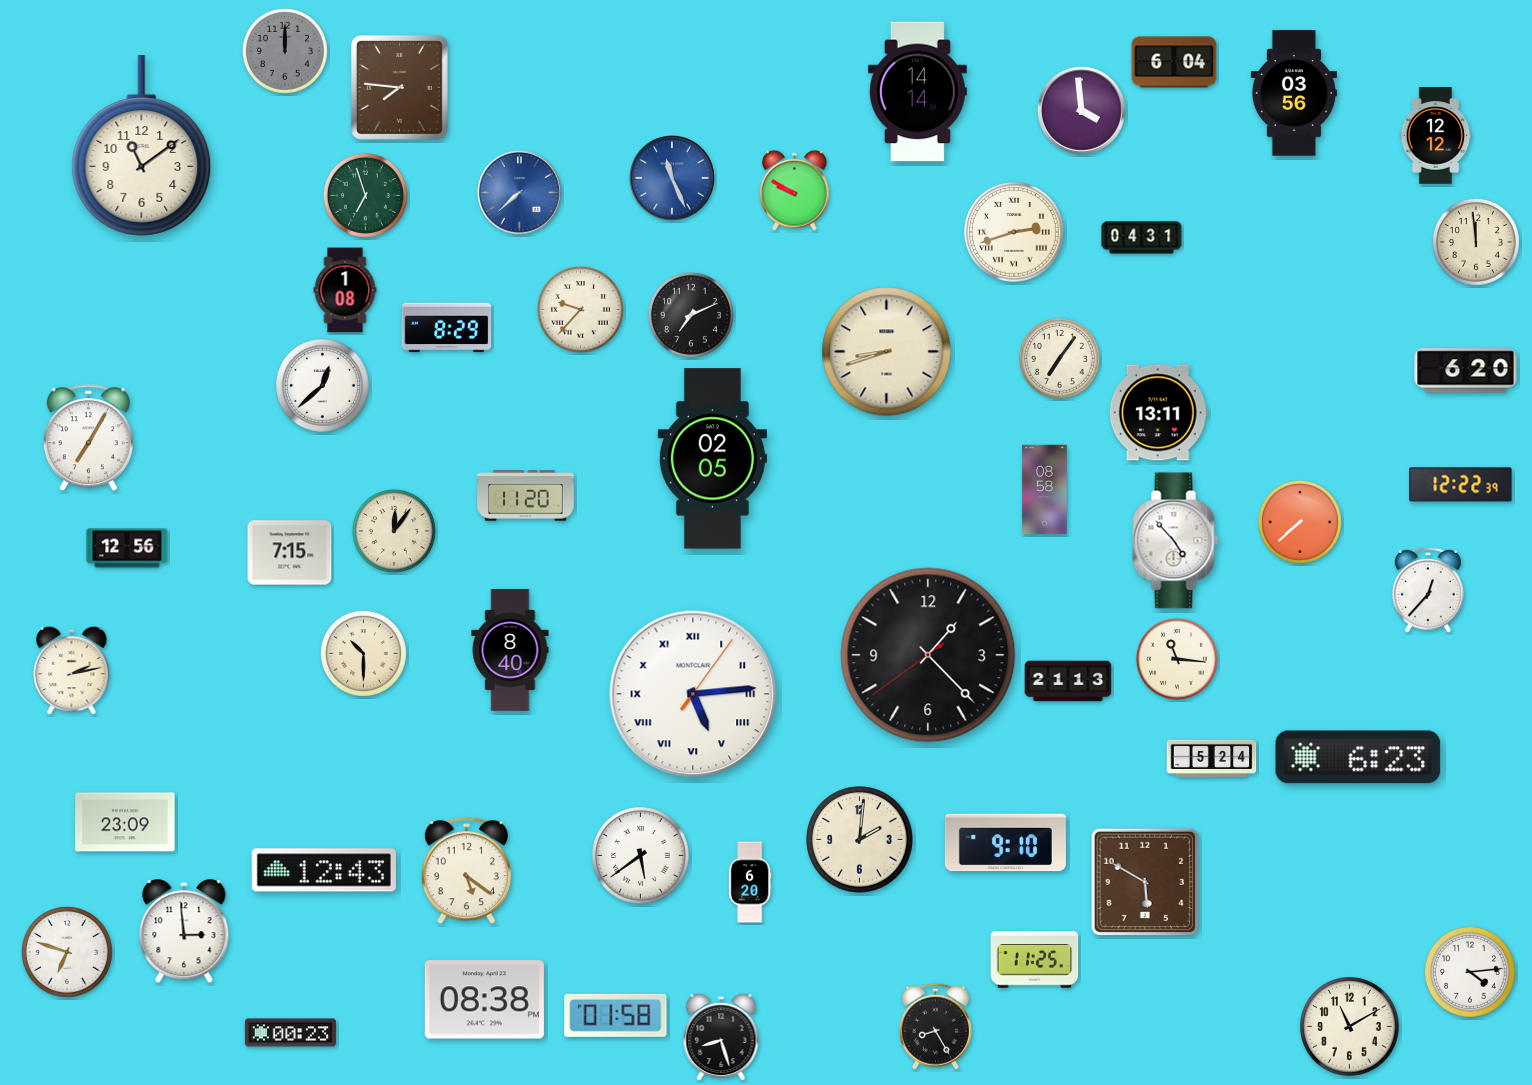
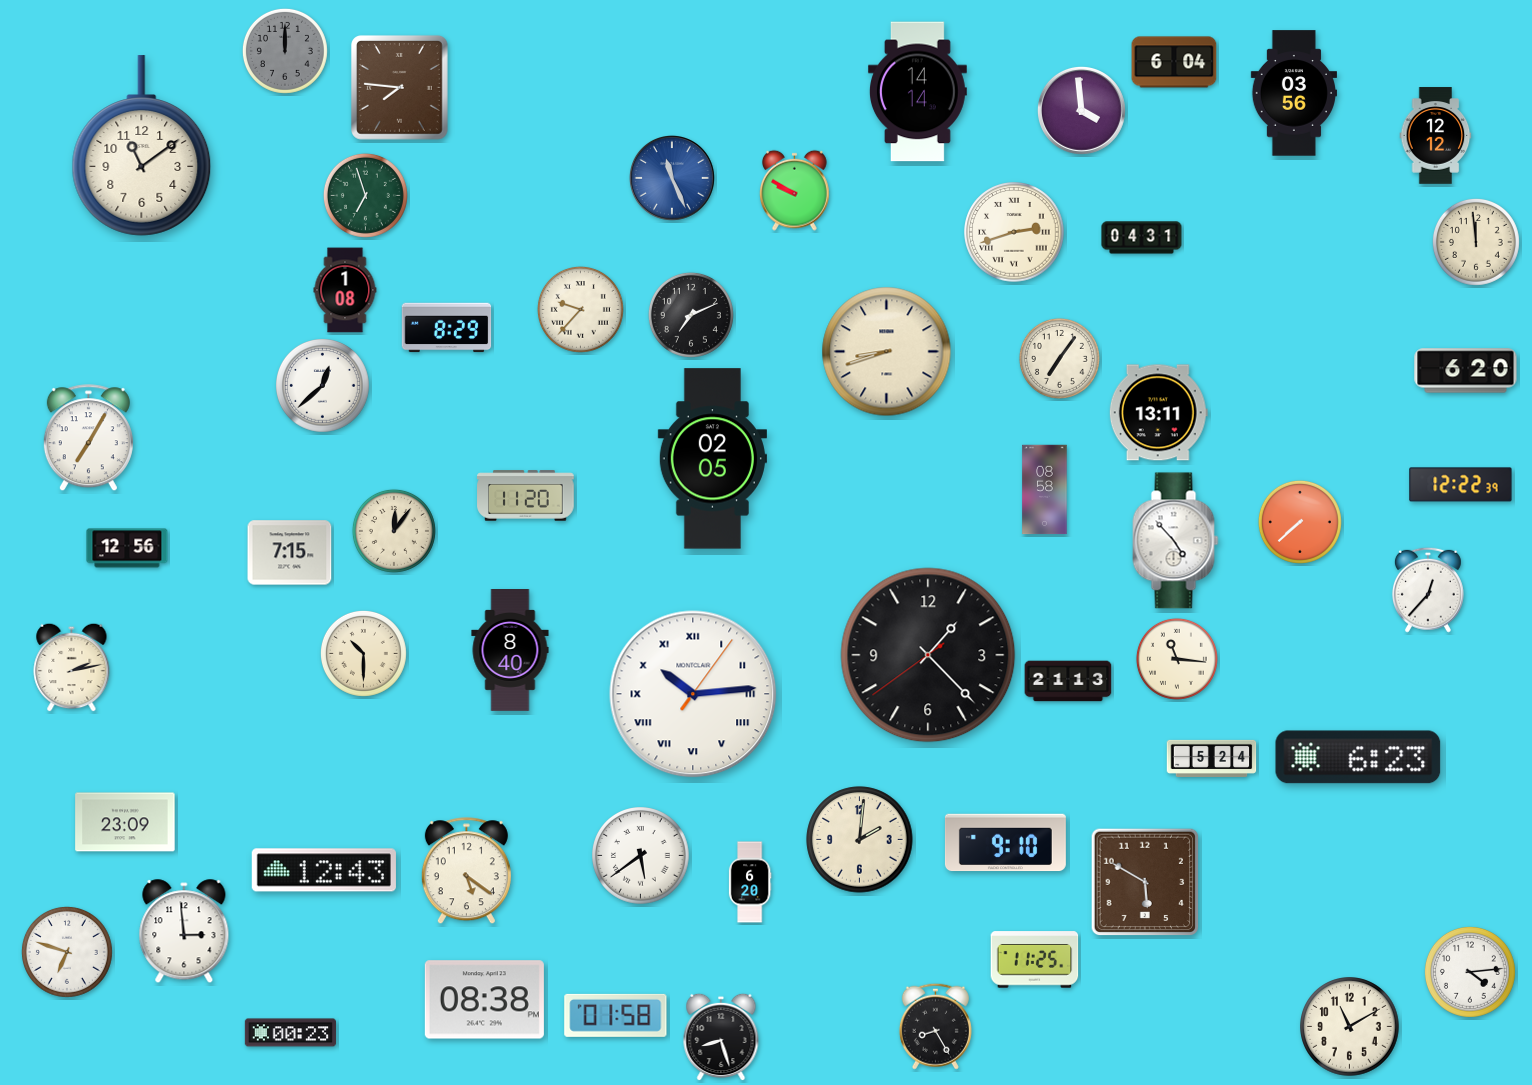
clock at (520, 193): 7:38 -> none
clock at (72, 670) position: (72, 670) -> (72, 667)
clock at (693, 694): 5:14 -> 10:14
